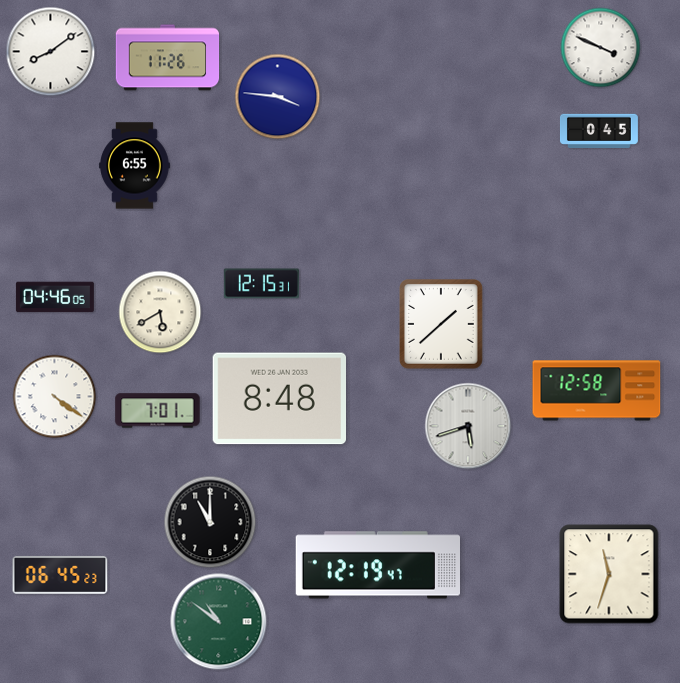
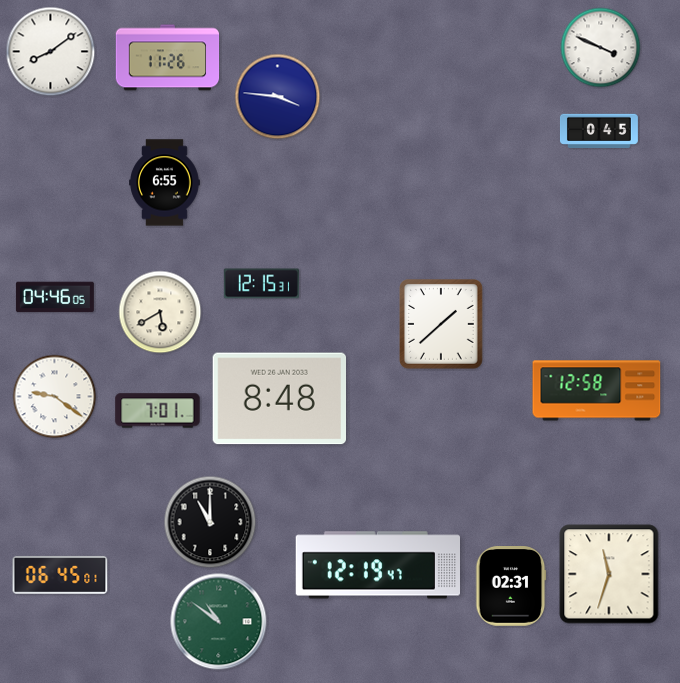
clock at (135, 166) position: (135, 166) -> (165, 183)
clock at (55, 397): 4:21 -> 9:21
clock at (468, 426): 5:42 -> none
clock at (60, 575): 06:45:23 -> 06:45:01
clock at (511, 587): none -> 02:31
